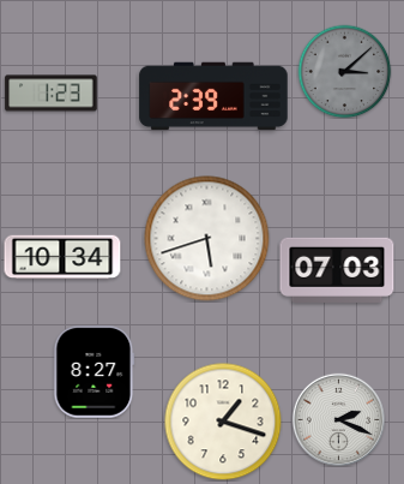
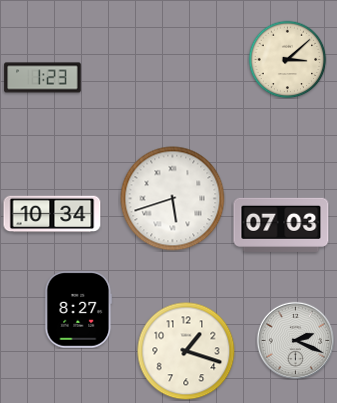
clock at (344, 71) dial: grey -> cream
clock at (213, 96): 2:39 -> none
clock at (338, 419) position: (338, 419) -> (295, 340)
